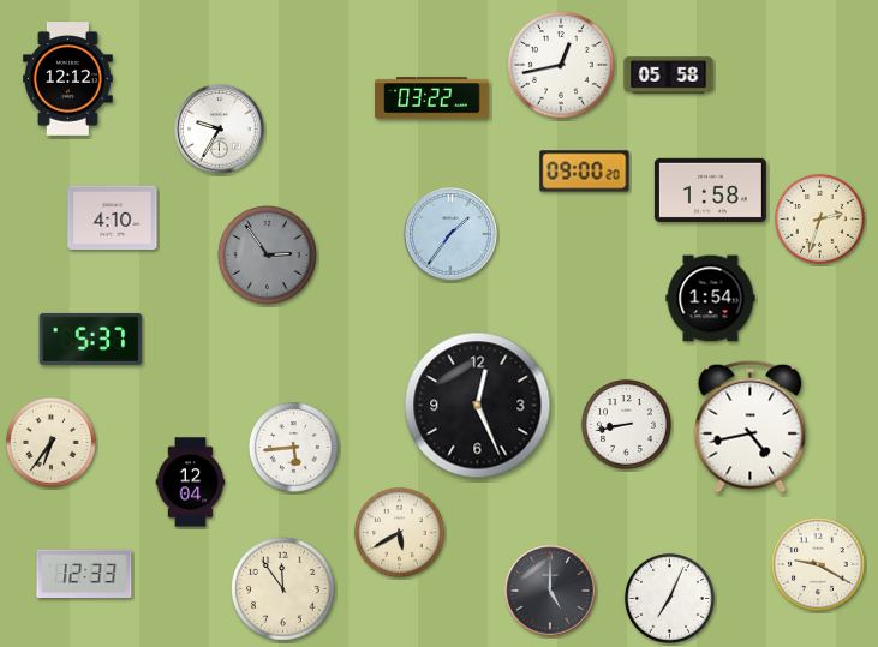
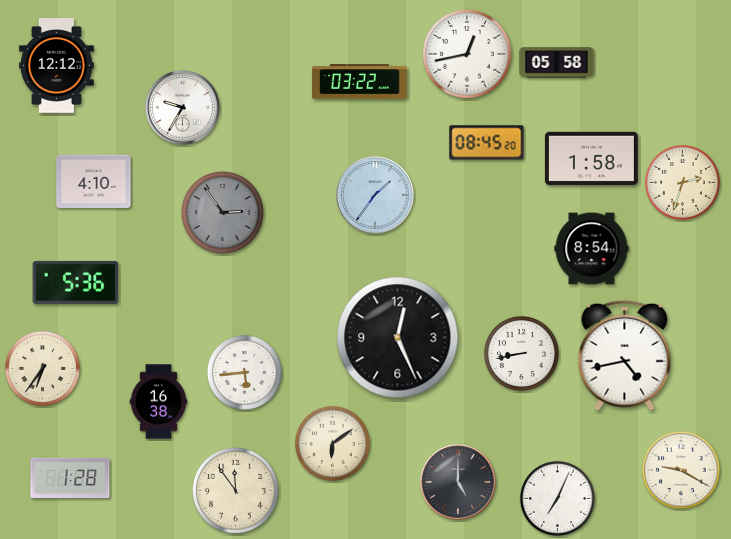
clock at (585, 172): 09:00 -> 08:45
clock at (711, 299): 1:54 -> 8:54
clock at (91, 339): 5:37 -> 5:36
clock at (191, 483): 12:04 -> 16:38
clock at (399, 532): 5:40 -> 6:09
clock at (84, 574): 12:33 -> 1:28
clock at (550, 591) position: (550, 591) -> (458, 482)
